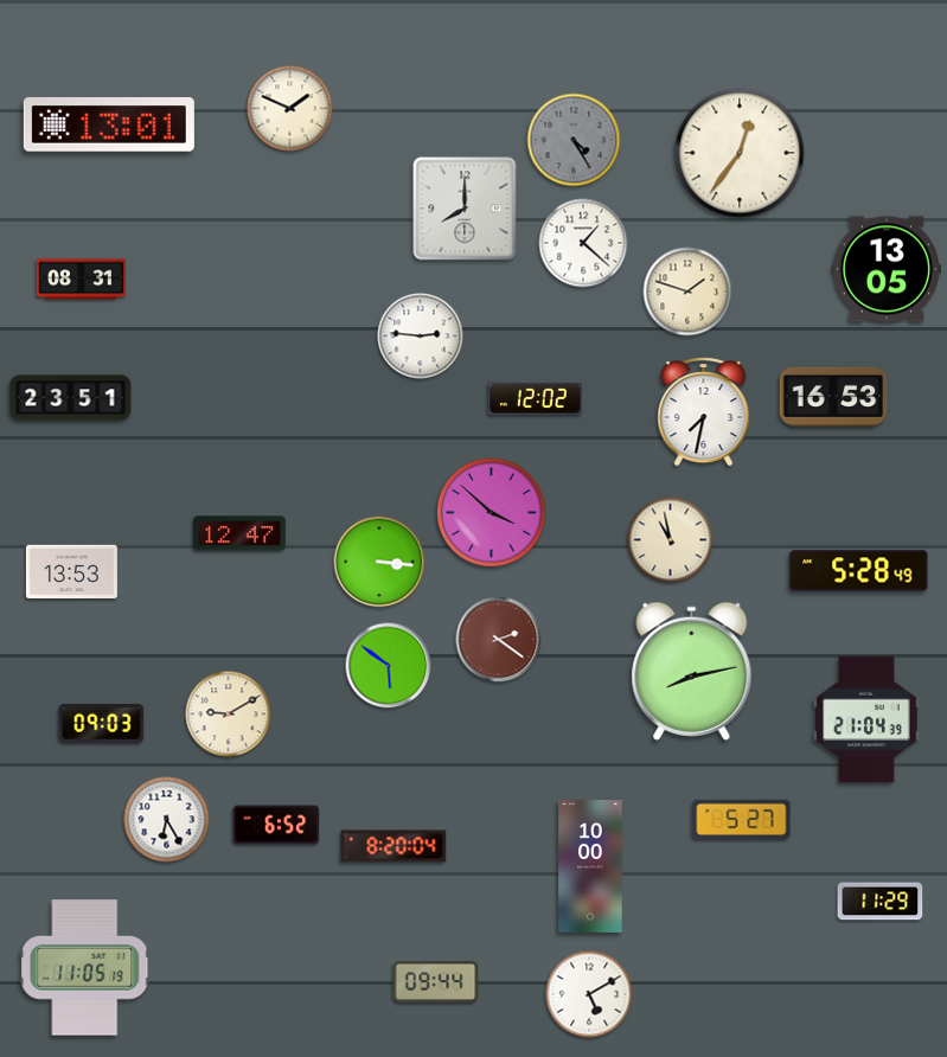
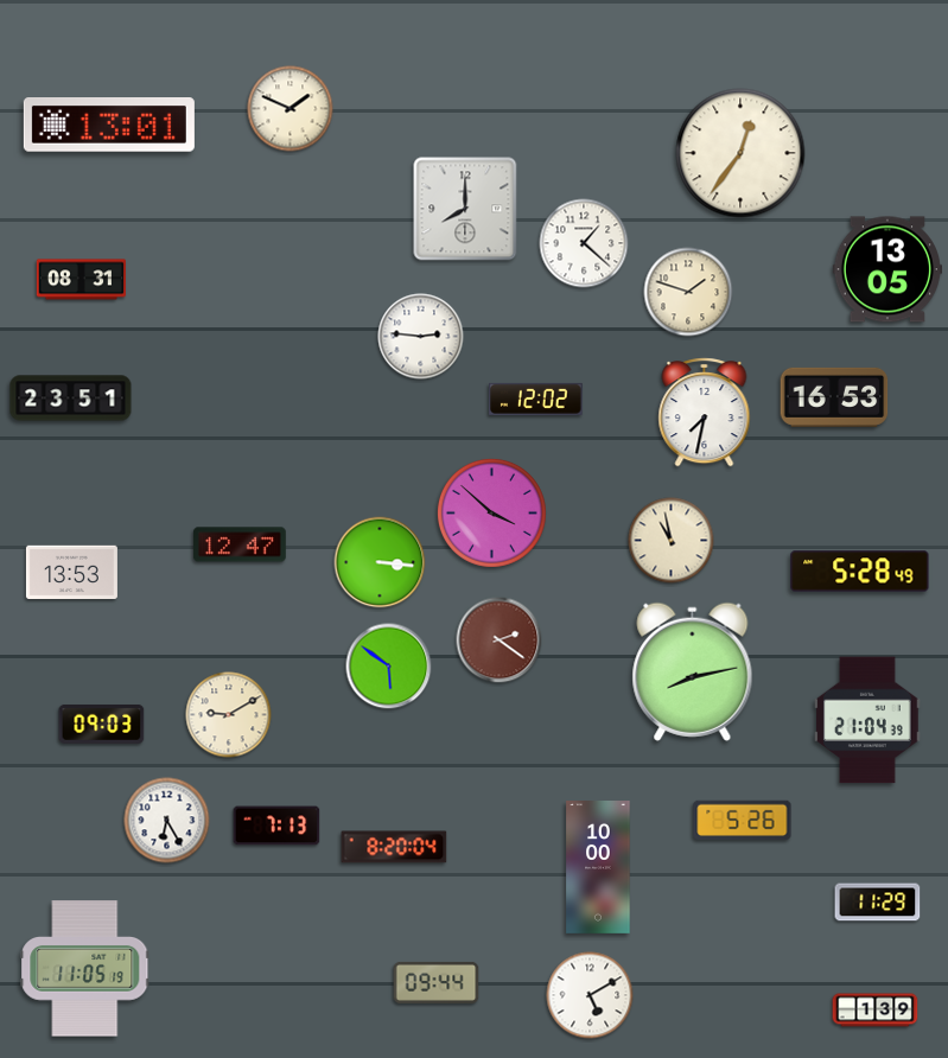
clock at (574, 140): 4:25 -> none
clock at (239, 533) position: (239, 533) -> (240, 544)
clock at (742, 819): 5:27 -> 5:26
clock at (276, 825): 6:52 -> 7:13
clock at (590, 867) position: (590, 867) -> (598, 868)
clock at (881, 902) position: (881, 902) -> (878, 903)
clock at (876, 1011): none -> 1:39
